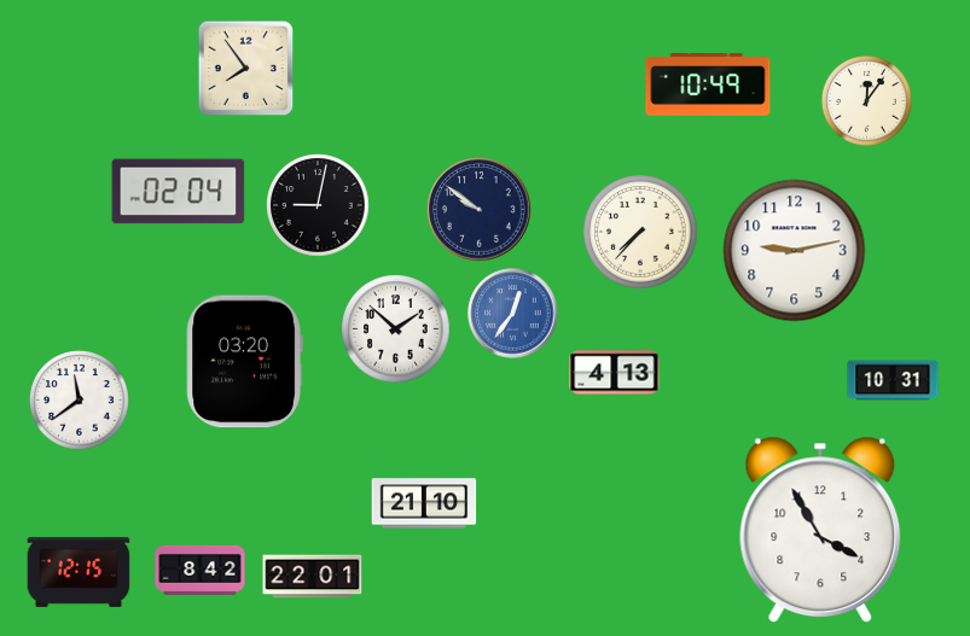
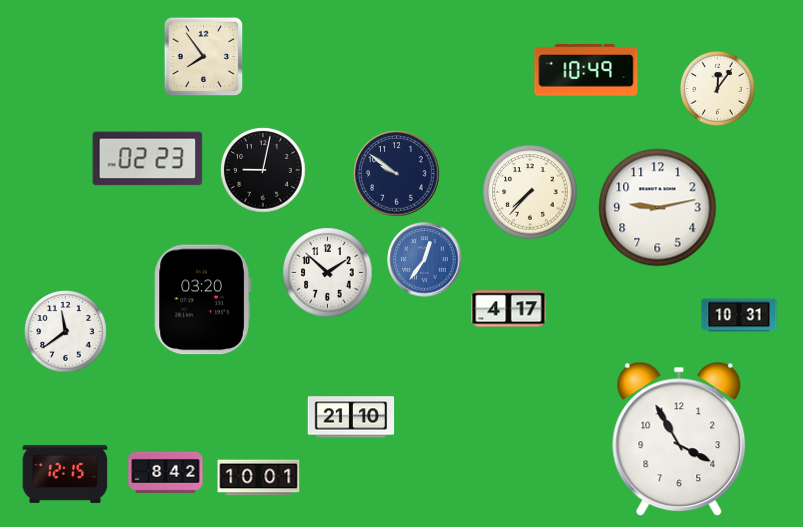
clock at (867, 101) position: (867, 101) -> (718, 89)
clock at (179, 192): 02:04 -> 02:23
clock at (615, 373): 4:13 -> 4:17
clock at (313, 577): 22:01 -> 10:01
